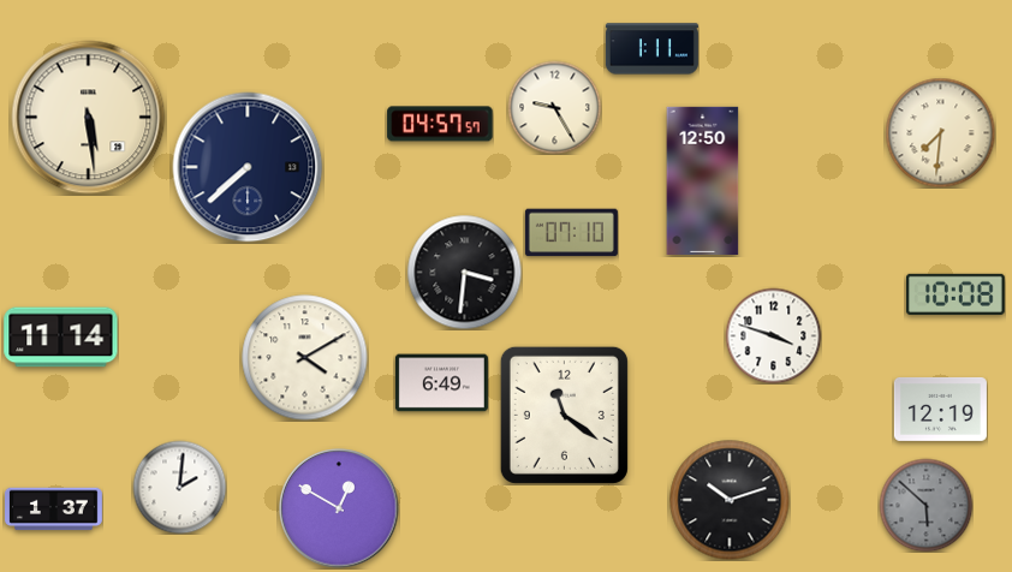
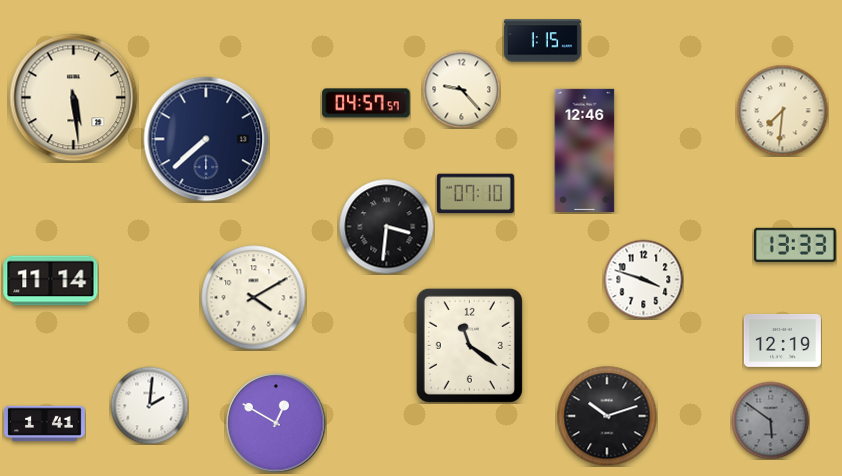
clock at (651, 49): 1:11 -> 1:15
clock at (554, 107): 9:25 -> 9:23
clock at (703, 180): 12:50 -> 12:46
clock at (956, 294): 10:08 -> 13:33
clock at (441, 383): 6:49 -> none
clock at (925, 505): 5:52 -> 5:51
clock at (339, 508) position: (339, 508) -> (276, 423)
clock at (54, 510): 1:37 -> 1:41
